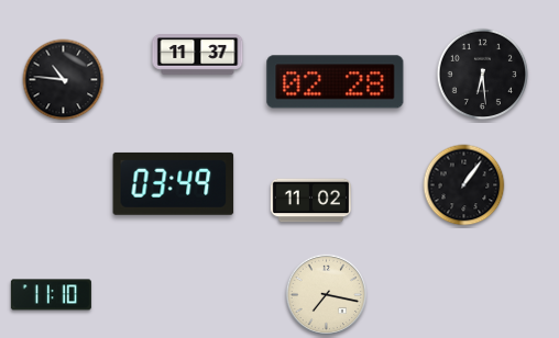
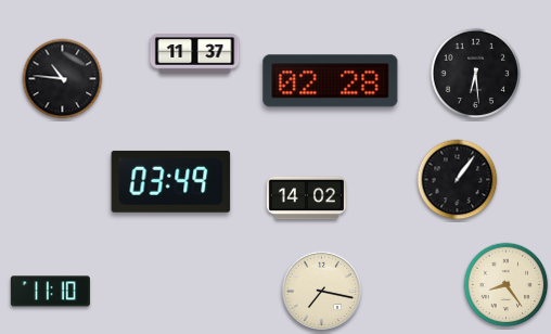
clock at (464, 185) position: (464, 185) -> (458, 180)
clock at (310, 201): 11:02 -> 14:02
clock at (507, 285): none -> 8:24
